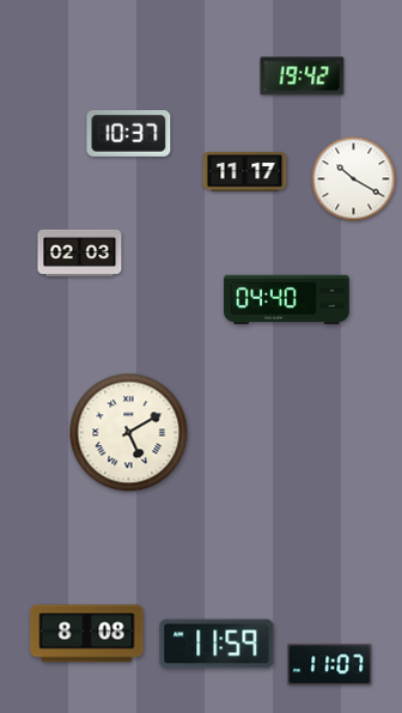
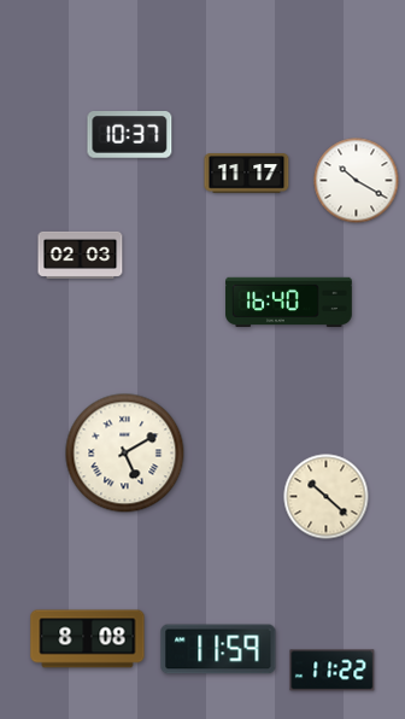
clock at (303, 77): 19:42 -> none
clock at (287, 299): 04:40 -> 16:40
clock at (129, 433) position: (129, 433) -> (125, 454)
clock at (327, 497): none -> 10:22
clock at (330, 665): 11:07 -> 11:22
